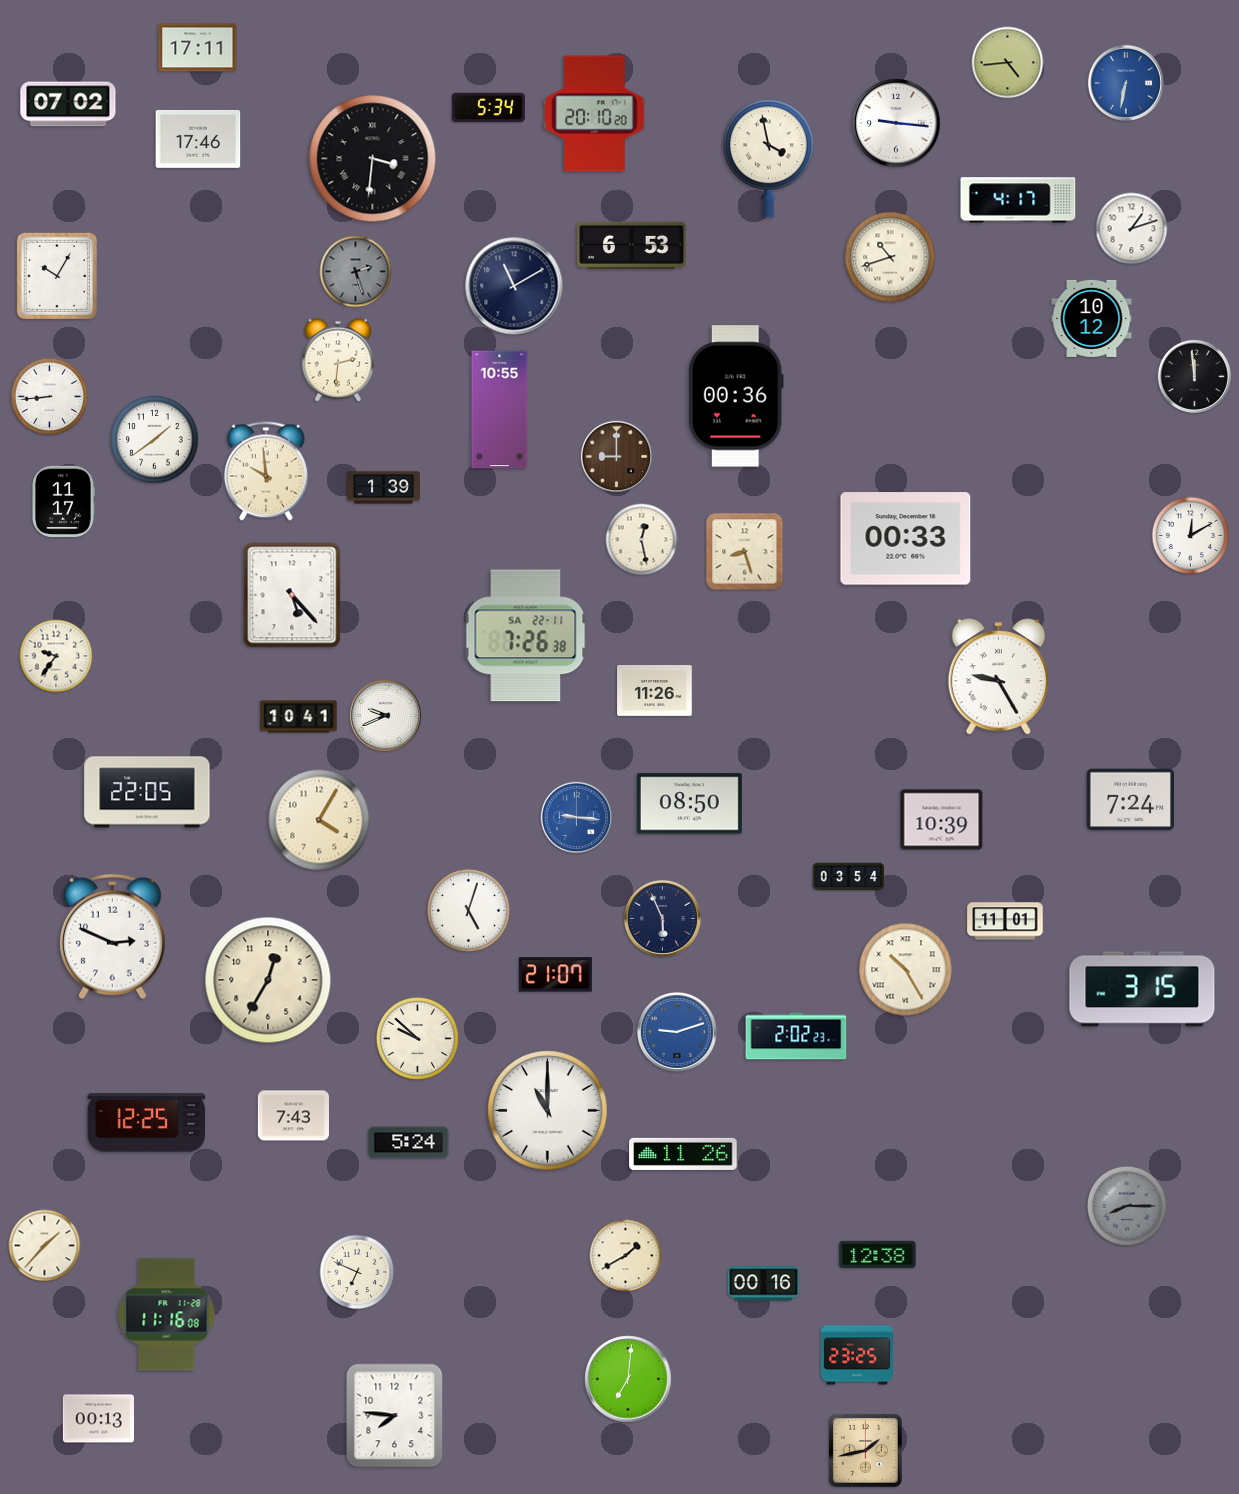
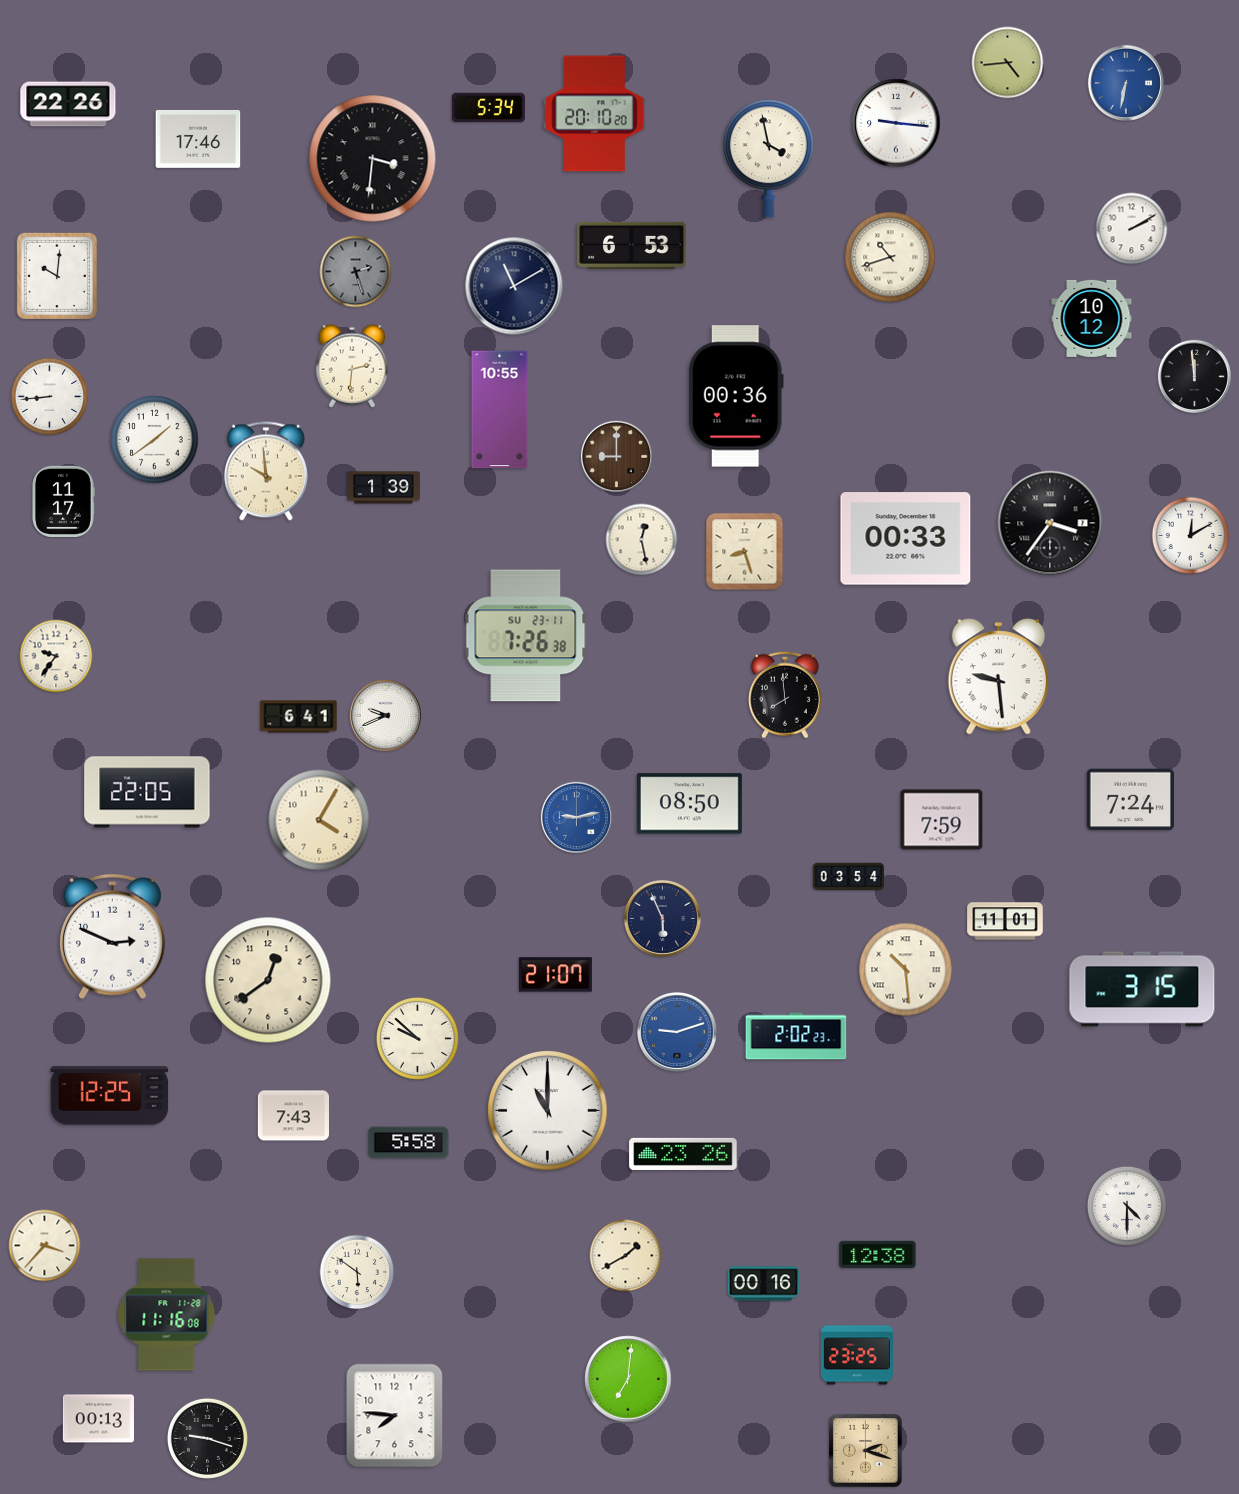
clock at (198, 48): 17:11 -> none
clock at (68, 104): 07:02 -> 22:26
clock at (1018, 200): 4:17 -> none
clock at (1132, 229): 1:12 -> 2:10
clock at (57, 276): 10:05 -> 10:01
clock at (337, 360) position: (337, 360) -> (351, 366)
clock at (1050, 523): none -> 3:36
clock at (292, 595): 5:23 -> none
clock at (526, 636) date: SA 22-11 -> SU 23-11
clock at (998, 677): 9:25 -> 9:29
clock at (655, 691): 11:26 -> none
clock at (785, 695): none -> 7:59
clock at (299, 717): 10:41 -> 6:41
clock at (576, 817): 9:16 -> 9:13
clock at (942, 820): 10:39 -> 7:59
clock at (468, 910): 5:03 -> none
clock at (906, 970): 10:25 -> 10:29
clock at (268, 980): 12:35 -> 12:39
clock at (147, 1123) position: (147, 1123) -> (110, 1096)
clock at (409, 1143): 5:24 -> 5:58
clock at (683, 1154): 11:26 -> 23:26
clock at (1127, 1206): 8:15 -> 4:30
clock at (1127, 1206) dial: grey -> white
clock at (45, 1246): 1:37 -> 3:37
clock at (357, 1272): 6:49 -> 5:51
clock at (207, 1438): none -> 9:18
clock at (866, 1451): 1:43 -> 2:18
